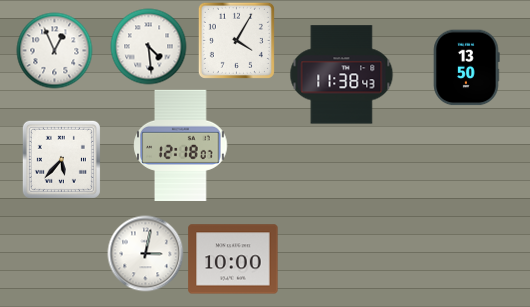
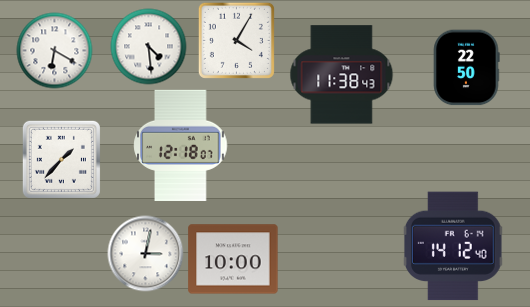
clock at (55, 51): 12:56 -> 6:20
clock at (466, 68): 13:50 -> 22:50
clock at (61, 159): 5:37 -> 1:37
clock at (453, 246): none -> 14:12
